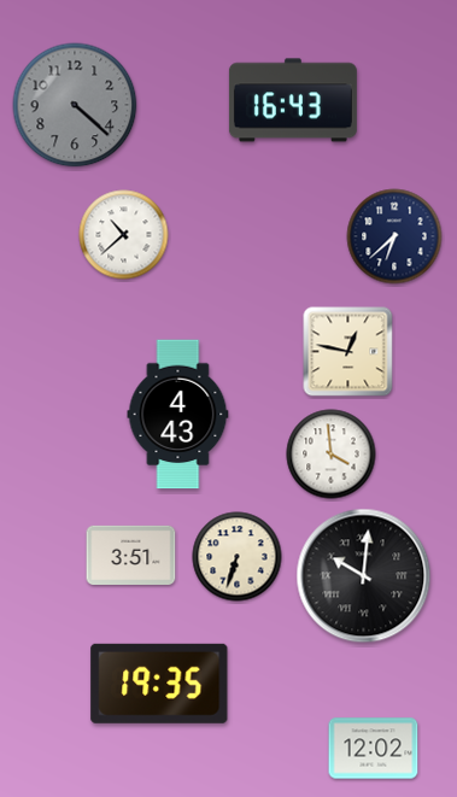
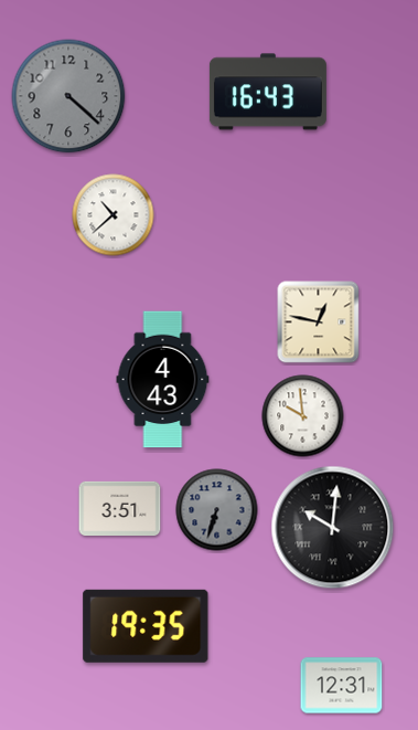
clock at (394, 236): 6:38 -> none
clock at (332, 455): 3:59 -> 9:59
clock at (238, 557) dial: cream -> grey
clock at (374, 749): 12:02 -> 12:31
